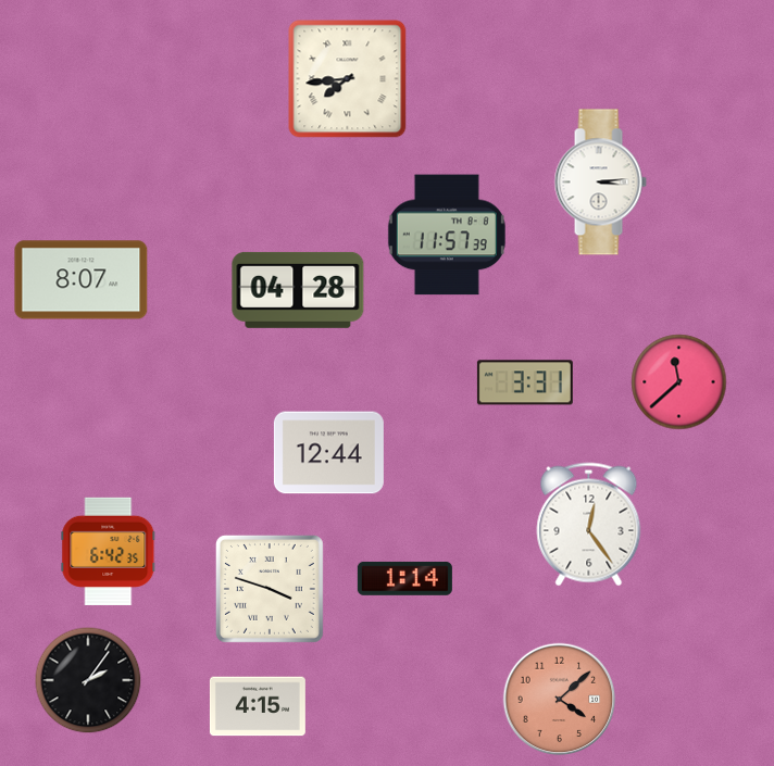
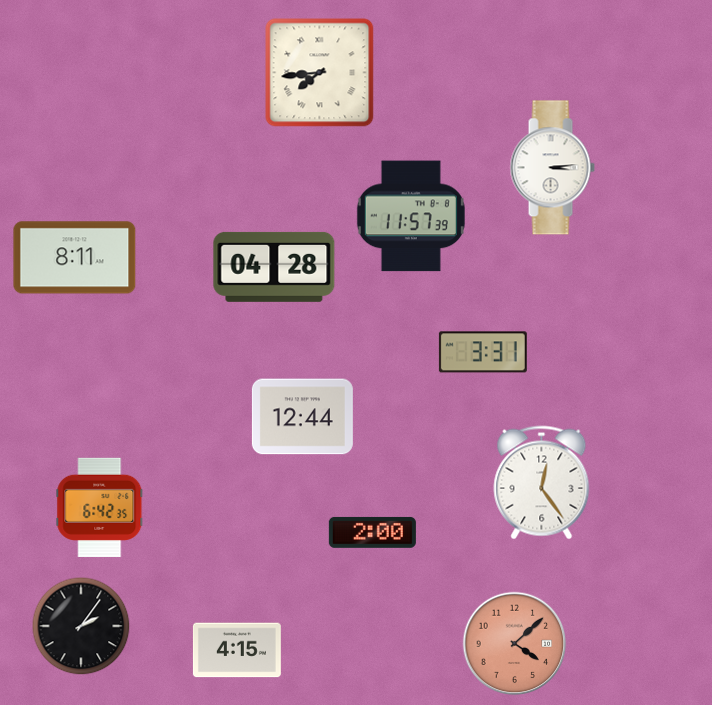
clock at (82, 280): 8:07 -> 8:11
clock at (679, 382): 11:38 -> none
clock at (404, 578): 1:14 -> 2:00
clock at (270, 589): 3:48 -> none
